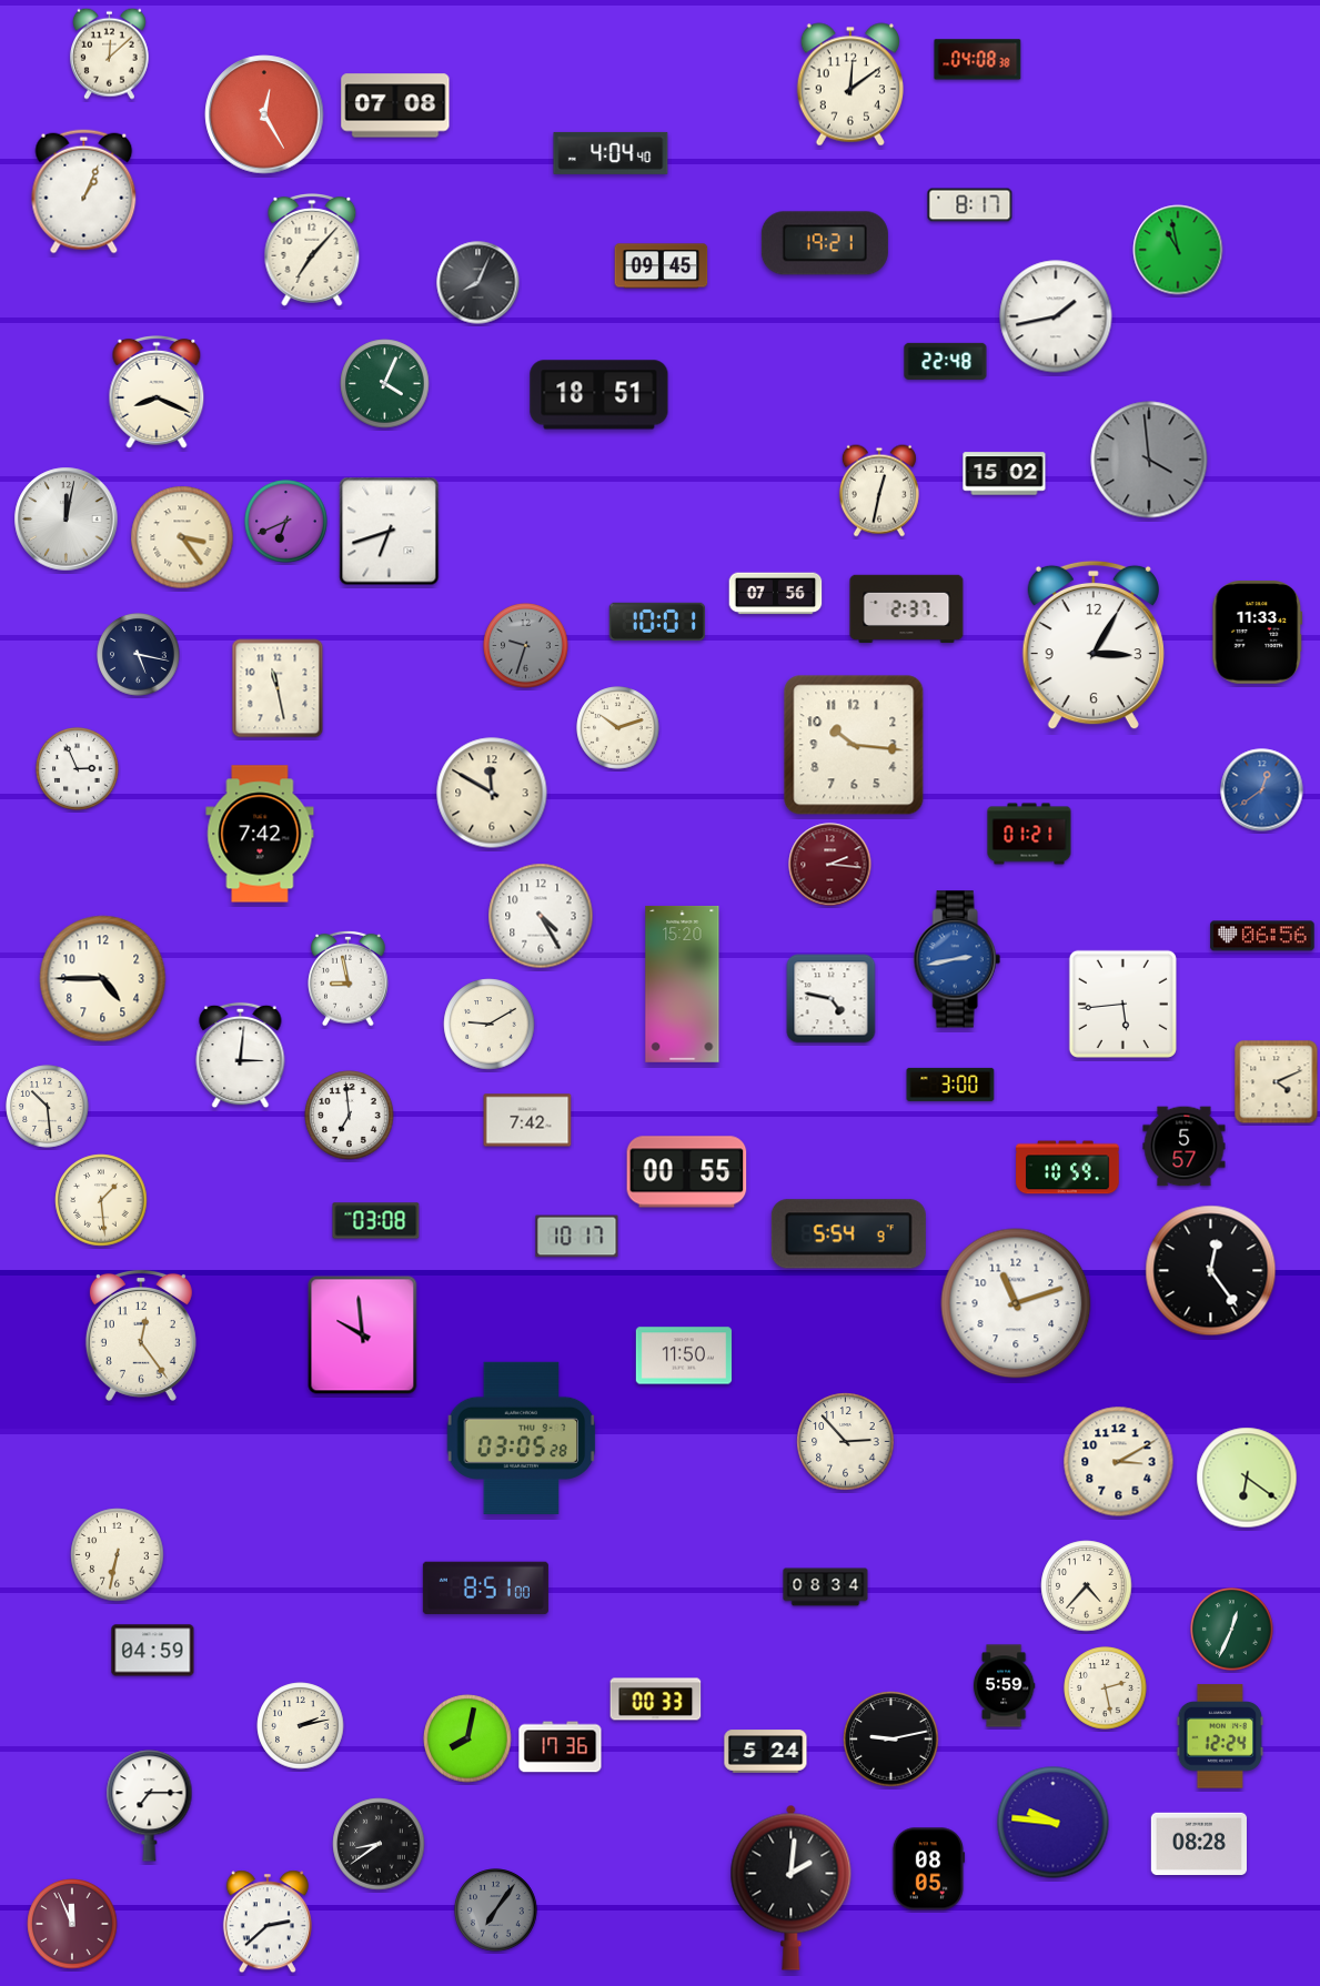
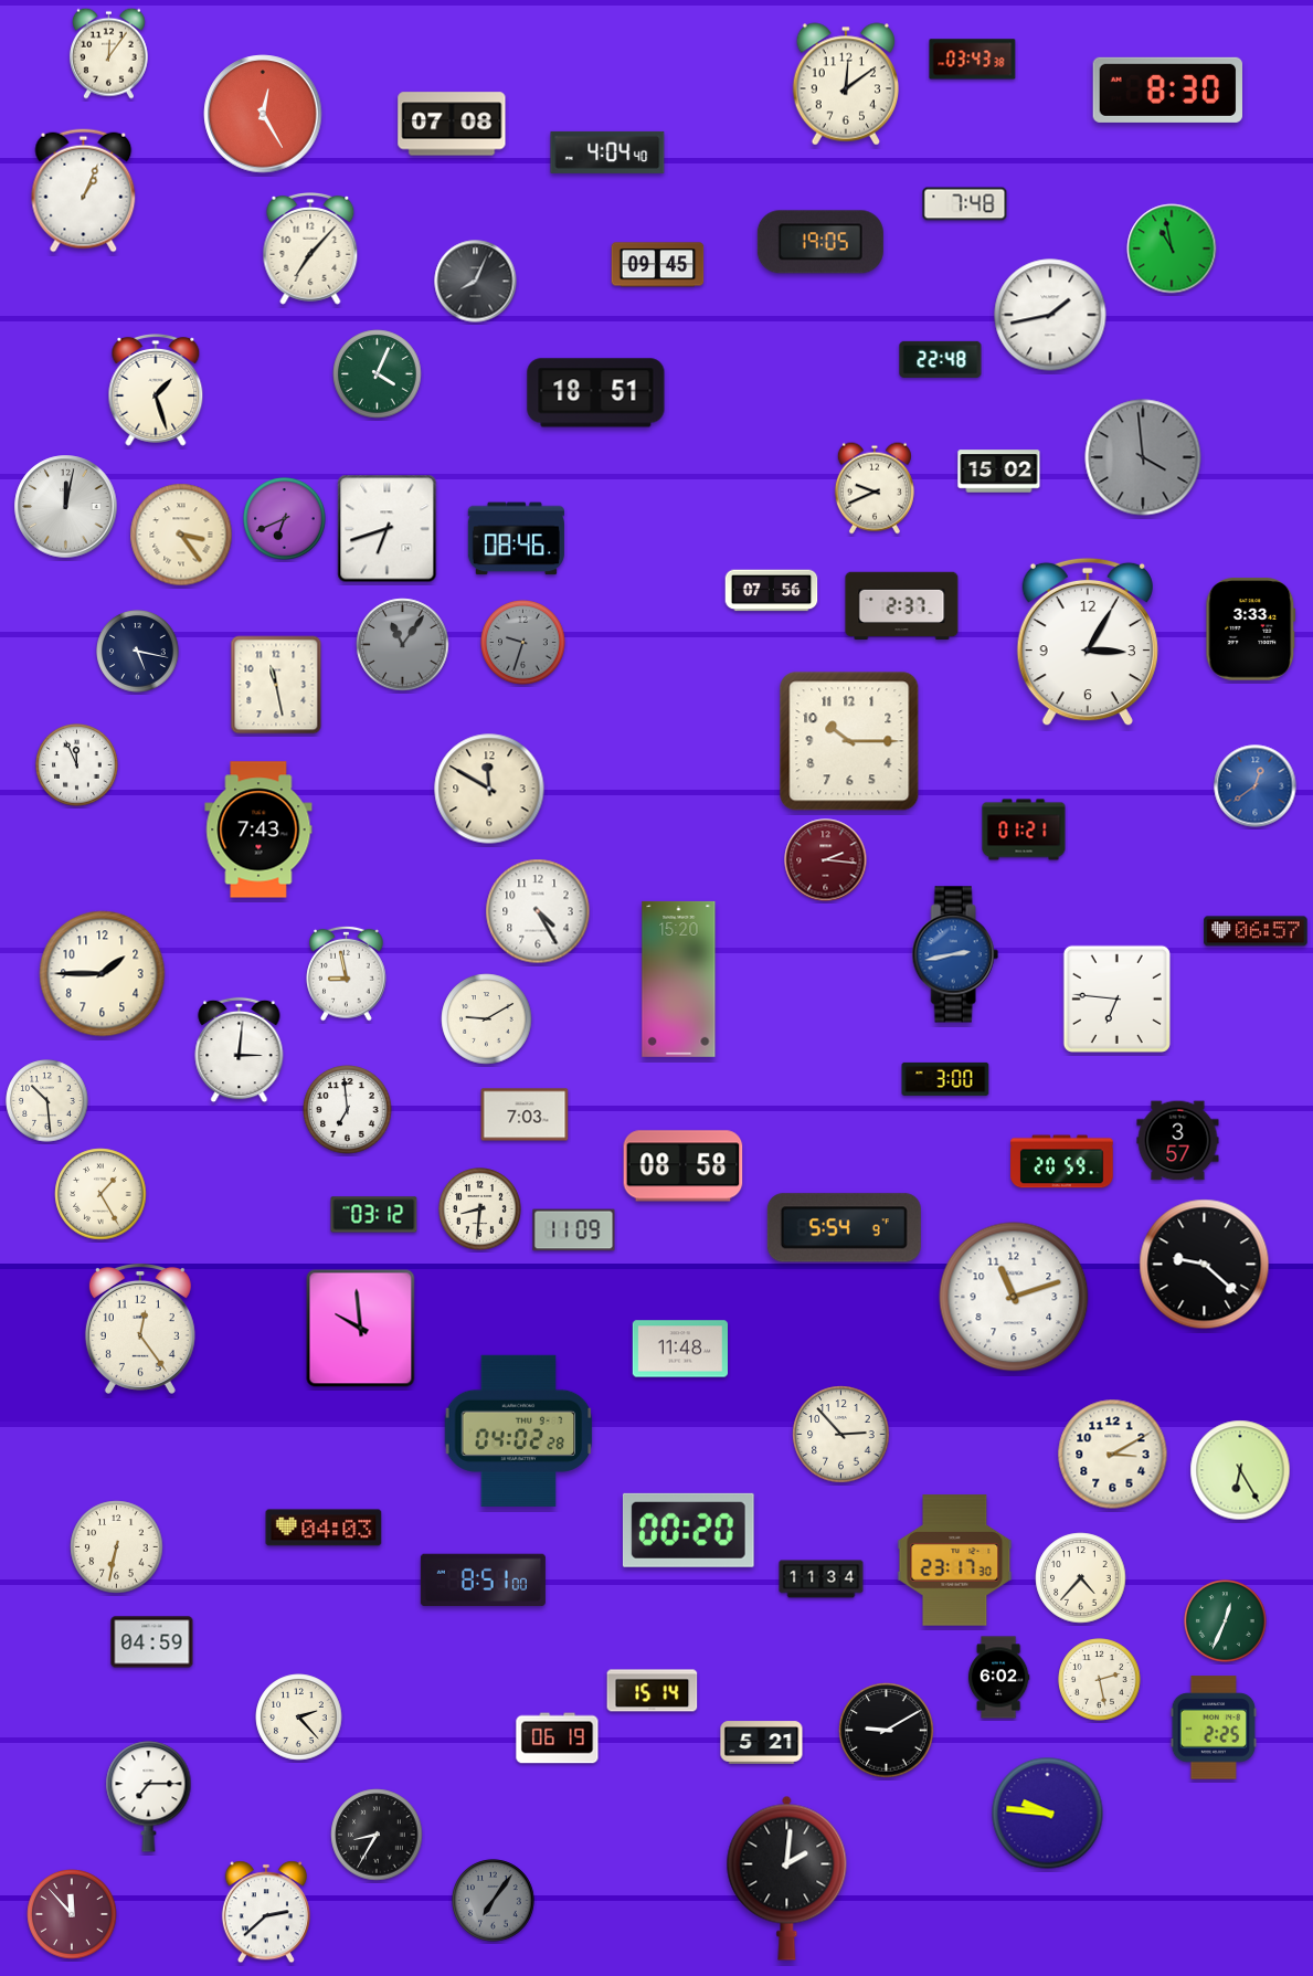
clock at (109, 53): 12:08 -> 12:06
clock at (978, 60): 04:08 -> 03:43
clock at (1168, 89): none -> 8:30
clock at (395, 105) position: (395, 105) -> (452, 124)
clock at (970, 205): 8:17 -> 7:48
clock at (825, 243): 19:21 -> 19:05
clock at (385, 384) position: (385, 384) -> (378, 374)
clock at (157, 393): 8:19 -> 1:27
clock at (879, 491): 12:32 -> 9:41
clock at (67, 520) position: (67, 520) -> (66, 507)
clock at (516, 539): none -> 08:46
clock at (657, 622): 10:01 -> none
clock at (1258, 633): 11:33 -> 3:33
clock at (403, 645): none -> 11:06
clock at (618, 728): 10:12 -> none
clock at (854, 745): 10:16 -> 10:15
clock at (78, 769): 2:56 -> 11:56
clock at (260, 834): 7:42 -> 7:43
clock at (1262, 936): 06:56 -> 06:57
clock at (957, 959) position: (957, 959) -> (955, 954)
clock at (103, 979): 4:45 -> 1:45
clock at (832, 999): 4:47 -> none
clock at (1122, 1004): 5:44 -> 6:46
clock at (1277, 1082): 4:11 -> none
clock at (527, 1120): 7:42 -> 7:03
clock at (1185, 1147): 5:57 -> 3:57
clock at (1068, 1168): 10:59 -> 20:59
clock at (687, 1172): 00:55 -> 08:58
clock at (101, 1200): 1:29 -> 1:25
clock at (480, 1209): none -> 8:31
clock at (376, 1221): 03:08 -> 03:12
clock at (577, 1237): 10:17 -> 11:09
clock at (1211, 1271): 12:24 -> 9:22
clock at (1016, 1303) position: (1016, 1303) -> (1014, 1297)
clock at (683, 1355): 11:50 -> 11:48
clock at (522, 1438): 03:05 -> 04:02
clock at (1247, 1478): 6:21 -> 6:25
clock at (324, 1528): none -> 04:03
clock at (688, 1530): none -> 00:20
clock at (955, 1561): none -> 23:17
clock at (826, 1587): 08:34 -> 11:34
clock at (1004, 1686): 5:59 -> 6:02
clock at (656, 1700): 00:33 -> 15:14
clock at (301, 1726): 2:13 -> 2:23
clock at (1220, 1736): 12:24 -> 2:25
clock at (467, 1738): 8:02 -> none
clock at (891, 1740): 9:13 -> 9:10
clock at (561, 1747): 17:36 -> 06:19
clock at (766, 1752): 5:24 -> 5:21
clock at (1198, 1843): 08:28 -> none
clock at (379, 1844): 8:39 -> 8:35
clock at (929, 1869): 08:05 -> none
clock at (72, 1924): 11:56 -> 11:53
